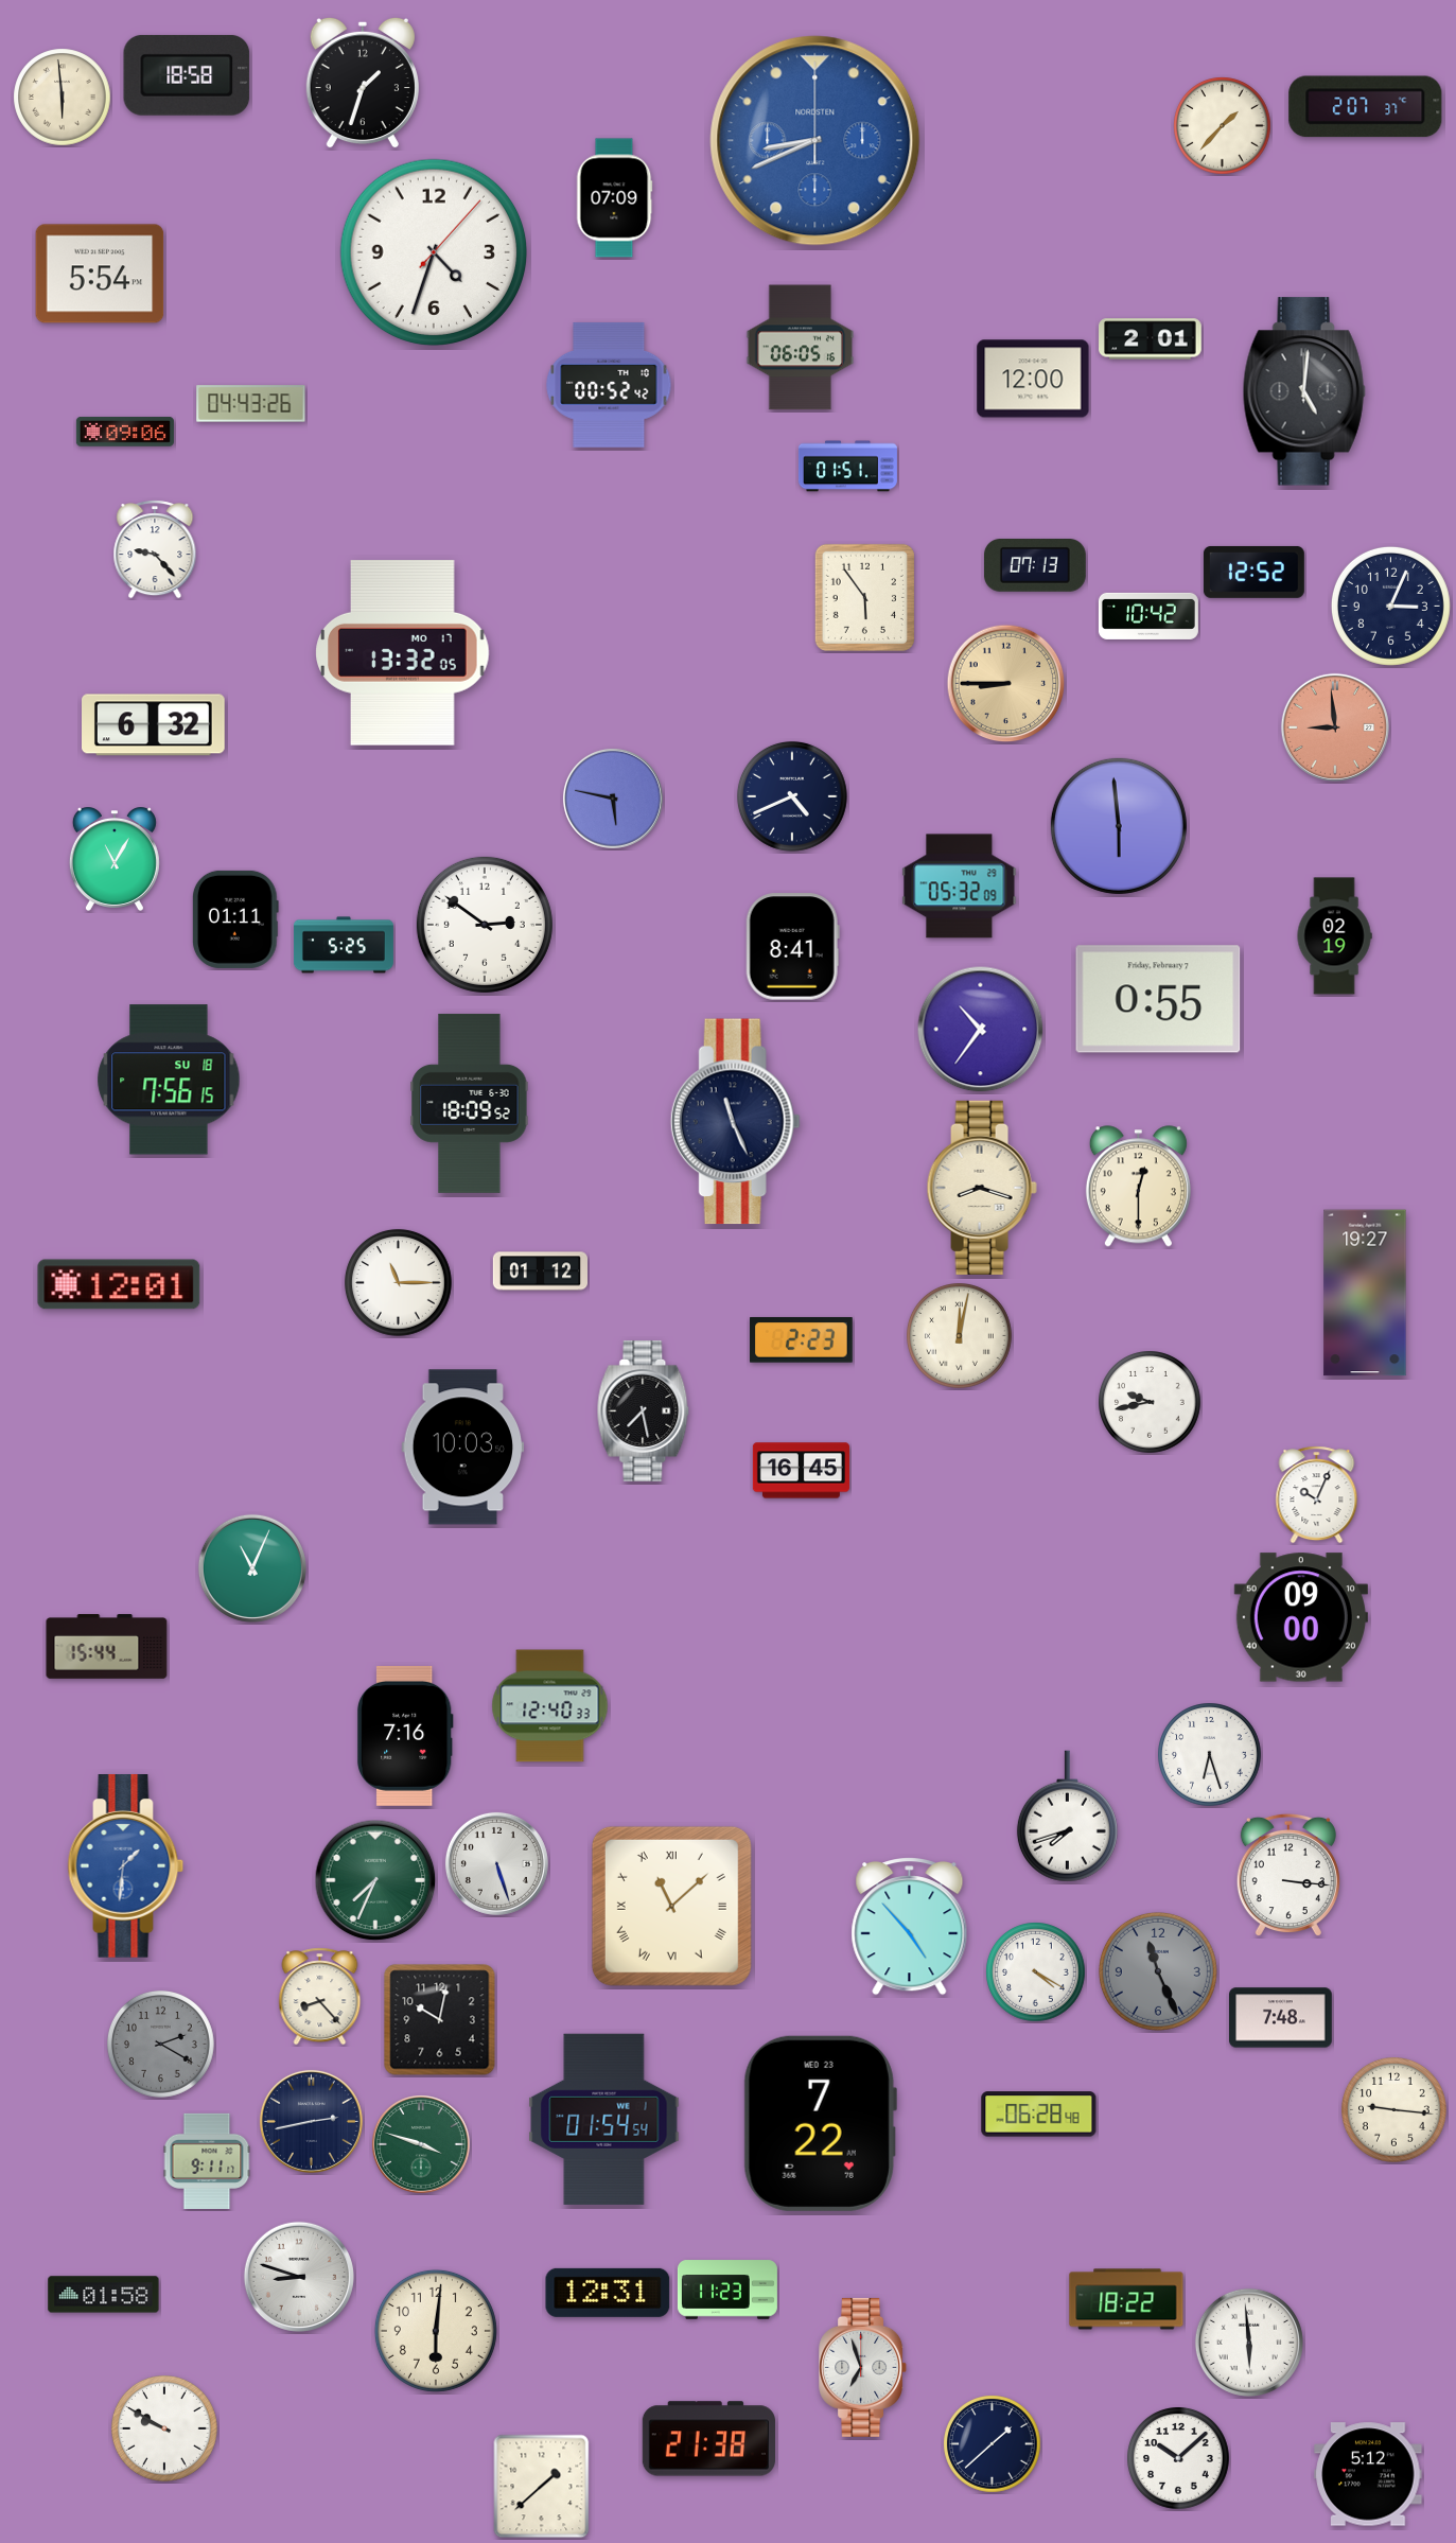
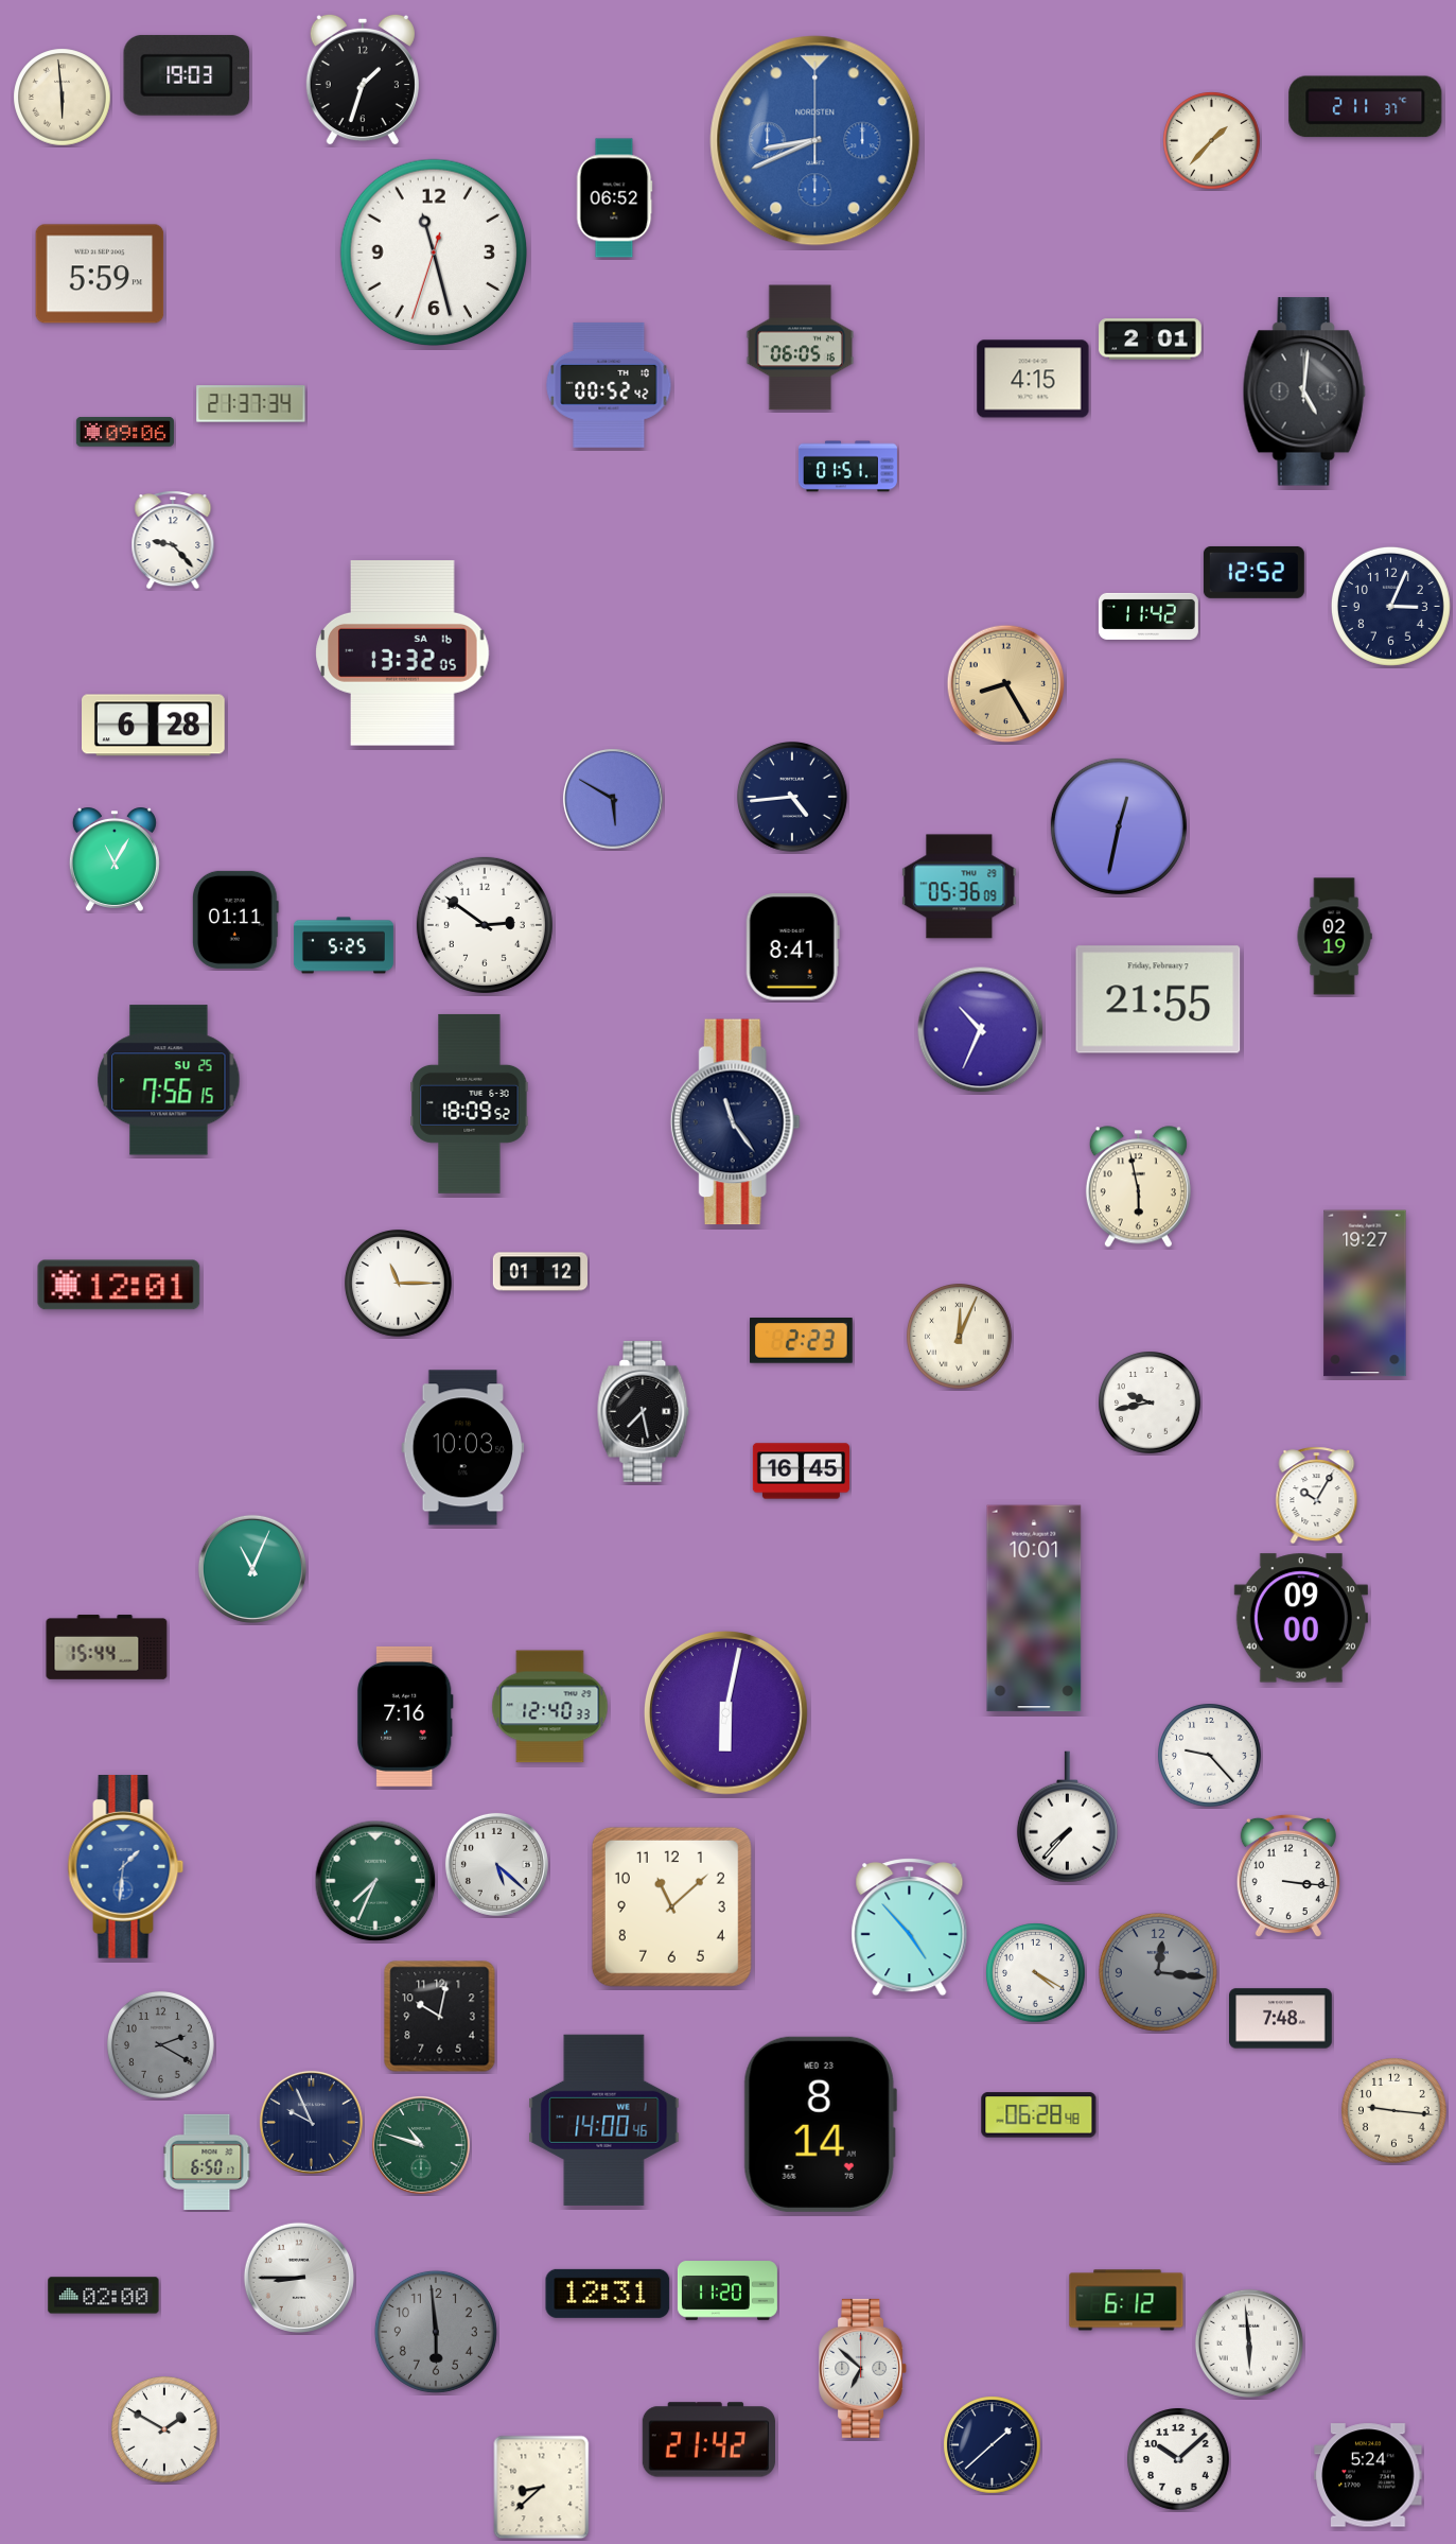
clock at (187, 75): 18:58 -> 19:03
clock at (363, 83) position: (363, 83) -> (363, 80)
clock at (1366, 107): 2:07 -> 2:11
clock at (1223, 126) position: (1223, 126) -> (1212, 141)
clock at (614, 198): 07:09 -> 06:52
clock at (434, 252): 4:33 -> 11:27
clock at (100, 274): 5:54 -> 5:59
clock at (1033, 379): 12:00 -> 4:15
clock at (251, 404): 04:43 -> 21:37
clock at (155, 549) position: (155, 549) -> (173, 540)
clock at (1035, 566): 07:13 -> none
clock at (864, 597): 5:54 -> none
clock at (1148, 616): 10:42 -> 11:42
clock at (403, 653) date: MO 17 -> SA 16
clock at (1006, 684): 8:45 -> 8:25
clock at (154, 725): 6:32 -> 6:28
clock at (1335, 727): 8:59 -> none
clock at (792, 796): 4:41 -> 4:44
clock at (613, 799): 5:47 -> 5:50
clock at (1119, 826): 5:59 -> 12:32
clock at (960, 887): 05:32 -> 05:36
clock at (1158, 999): 0:55 -> 21:55
clock at (981, 1030): 10:36 -> 10:34
clock at (169, 1080) date: SU 18 -> SU 25
clock at (735, 1122): 11:26 -> 11:24
clock at (1138, 1187): 12:30 -> 5:58
clock at (982, 1188): 8:18 -> none
clock at (960, 1336): 12:02 -> 12:04
clock at (1317, 1495): 10:04 -> 10:05
clock at (1034, 1608): none -> 10:01
clock at (725, 1712): none -> 6:02
clock at (405, 1736) position: (405, 1736) -> (405, 1717)
clock at (1210, 1755): 6:27 -> 9:23
clock at (1067, 1817): 7:42 -> 7:37
clock at (496, 1863): 5:27 -> 5:22
clock at (671, 1906) numerals: Roman -> Arabic
clock at (1158, 1971): 11:26 -> 12:16
clock at (320, 1997): 8:23 -> none
clock at (440, 2020) position: (440, 2020) -> (440, 2017)
clock at (604, 2119): 01:54 -> 14:00
clock at (311, 2121): 2:43 -> 9:56
clock at (820, 2123): 7:22 -> 8:14
clock at (422, 2145): 3:48 -> 10:48
clock at (207, 2161): 9:11 -> 6:50
clock at (299, 2277): 8:48 -> 8:45
clock at (727, 2290): 11:23 -> 11:20
clock at (104, 2295): 01:58 -> 02:00
clock at (1126, 2299): 18:22 -> 6:12
clock at (436, 2331): 6:01 -> 5:59
clock at (436, 2331) dial: cream -> grey
clock at (863, 2367): 6:57 -> 6:52
clock at (165, 2430): 9:50 -> 1:50
clock at (708, 2439): 21:38 -> 21:42
clock at (1368, 2474): 5:12 -> 5:24
clock at (542, 2487): 1:38 -> 8:38
